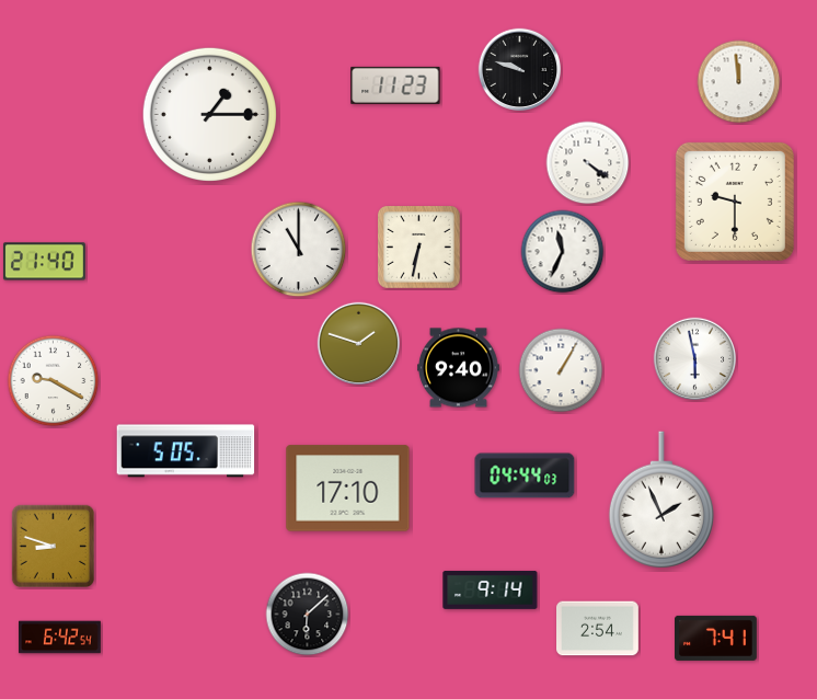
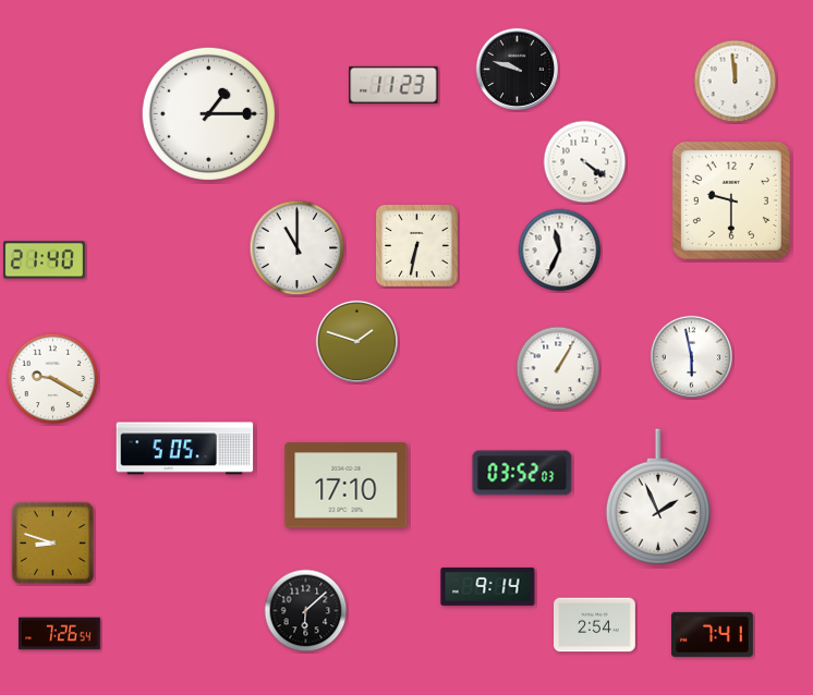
clock at (459, 368): 9:40 -> none
clock at (525, 475): 04:44 -> 03:52
clock at (60, 638): 6:42 -> 7:26
